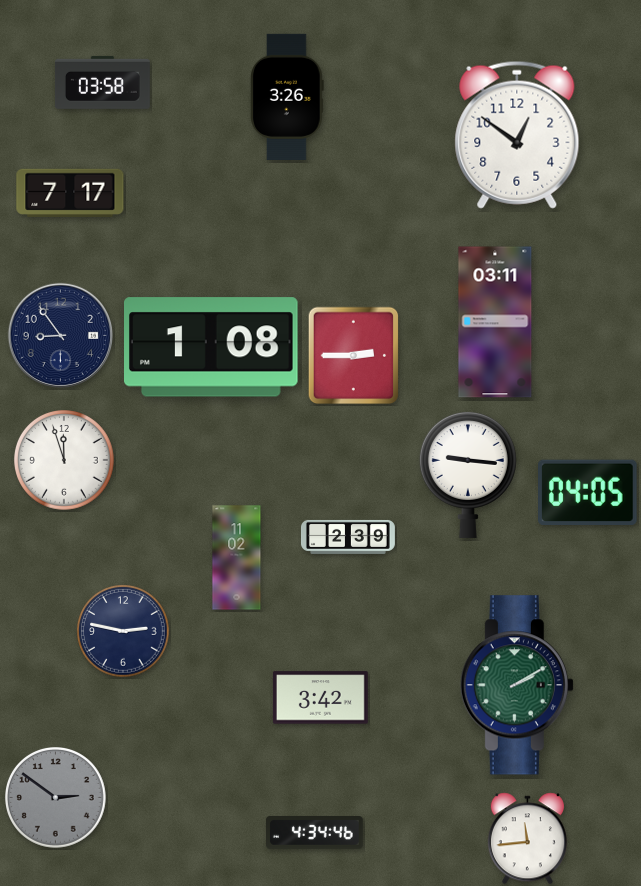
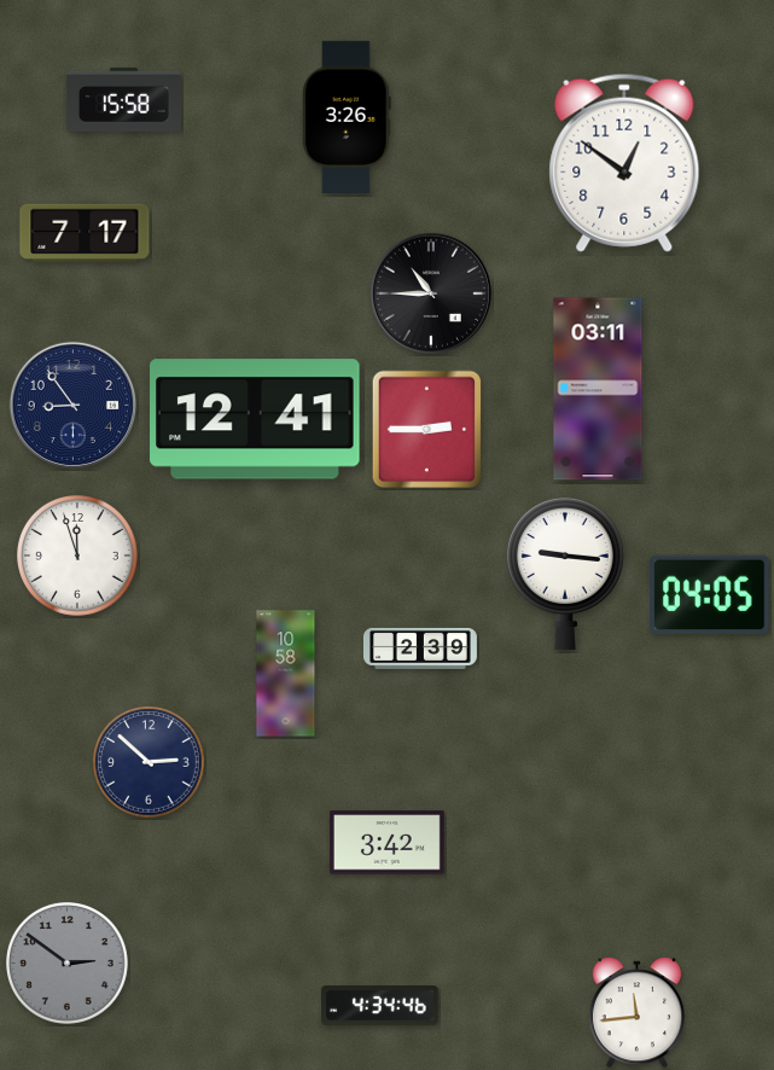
clock at (102, 82): 03:58 -> 15:58
clock at (431, 293): none -> 10:45
clock at (212, 347): 1:08 -> 12:41
clock at (237, 558): 11:02 -> 10:58
clock at (123, 631): 2:47 -> 2:52
clock at (517, 685): 2:10 -> none
